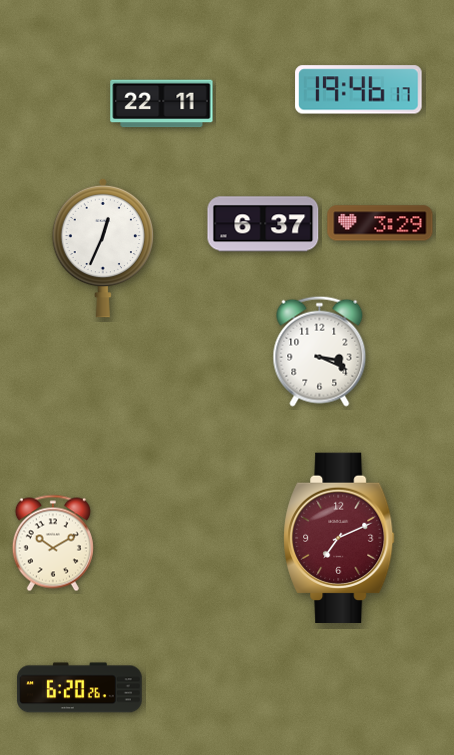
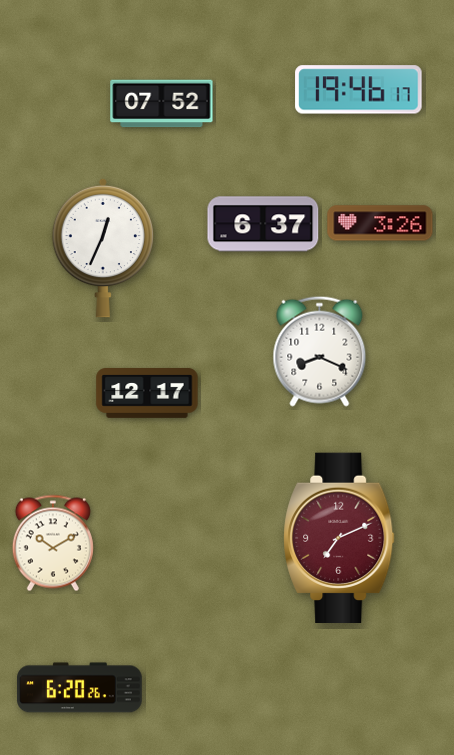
clock at (162, 104): 22:11 -> 07:52
clock at (380, 223): 3:29 -> 3:26
clock at (320, 351): 3:19 -> 8:19
clock at (147, 394): none -> 12:17
